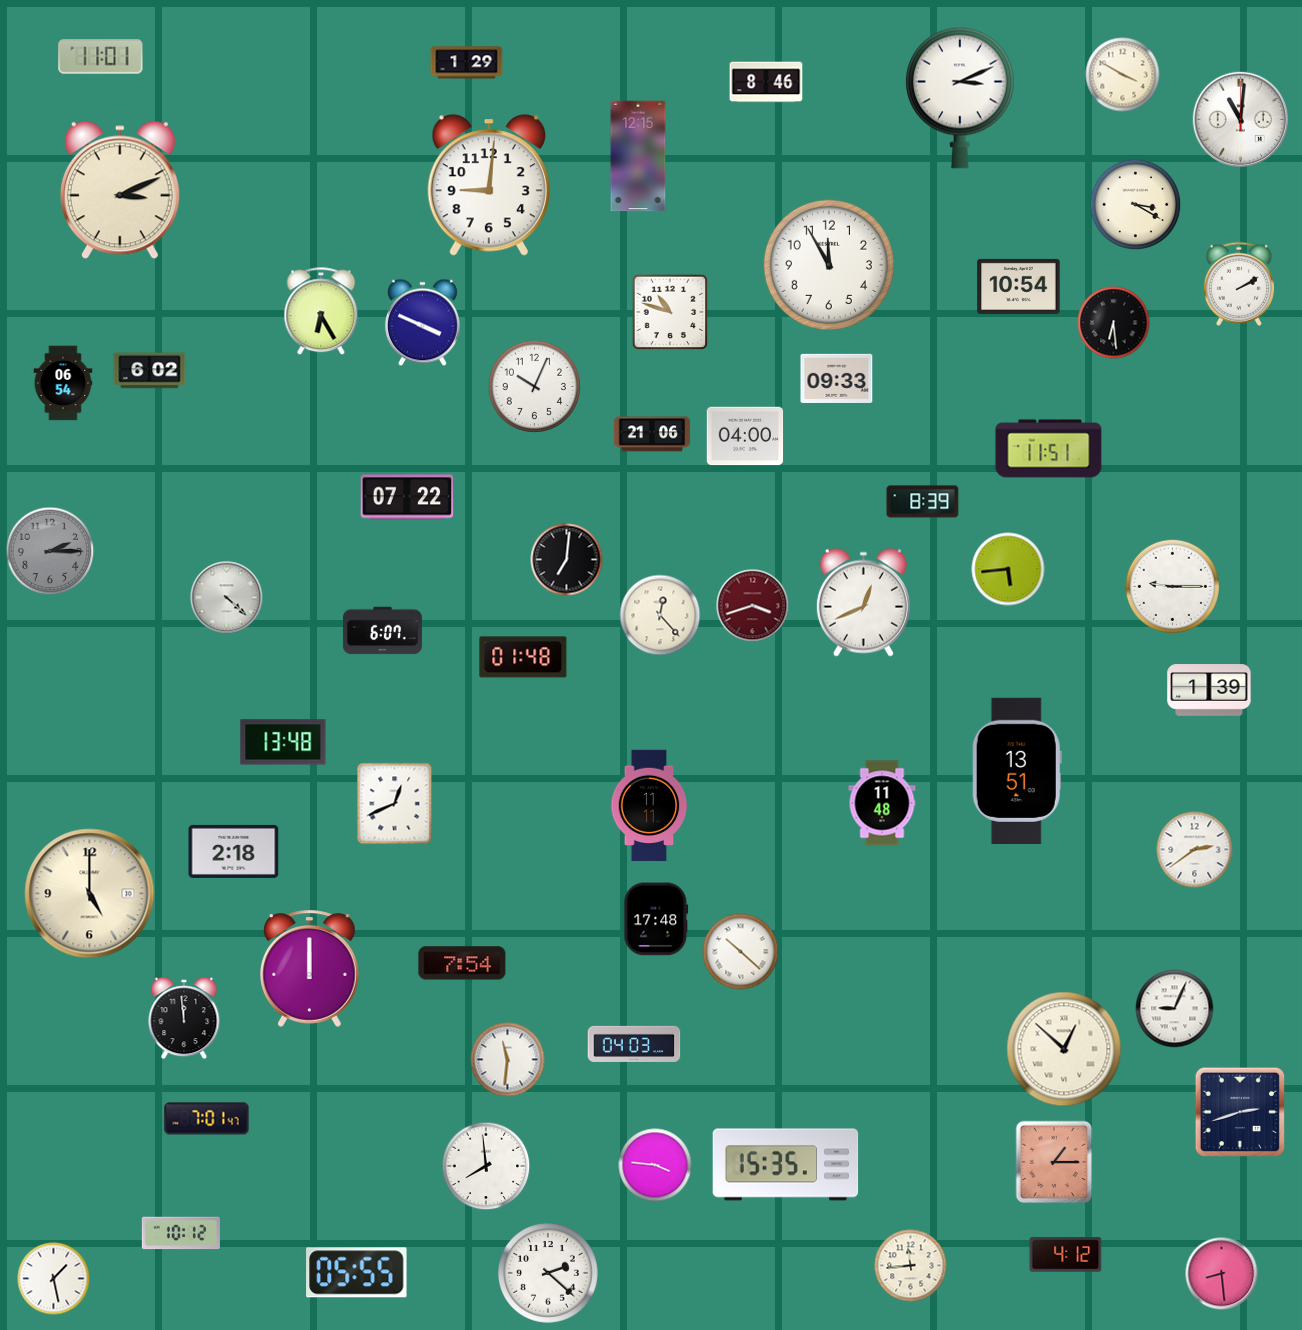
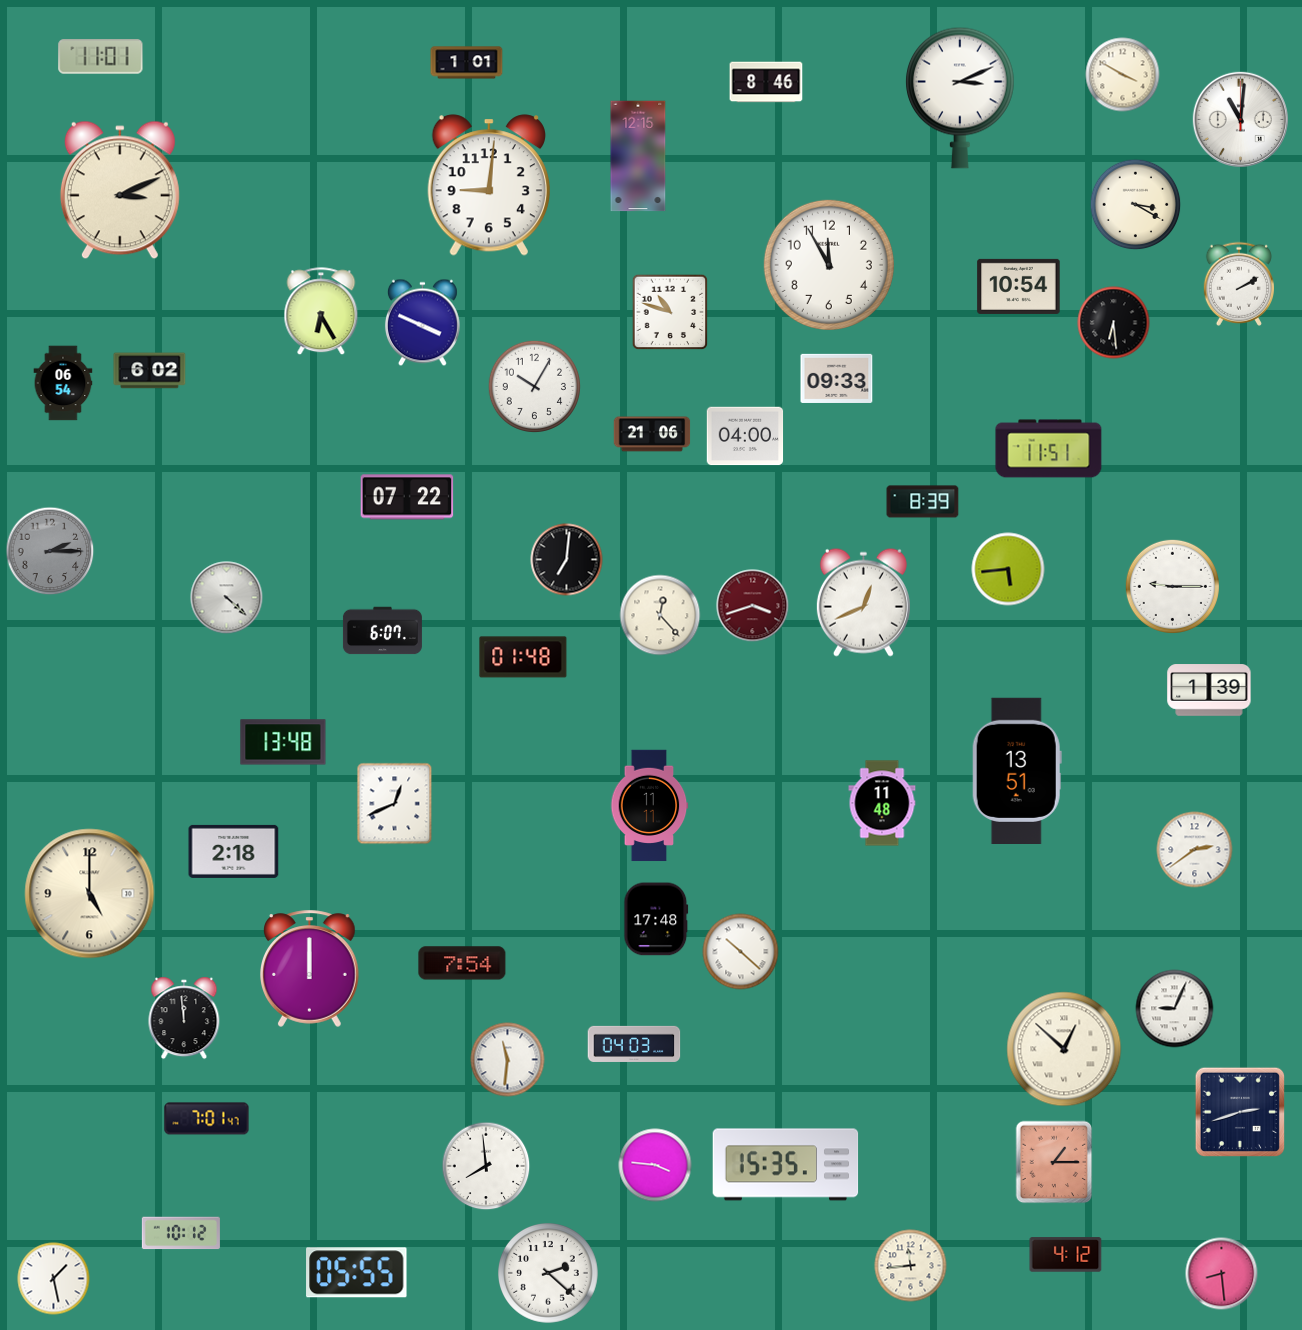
clock at (467, 63): 1:29 -> 1:01
clock at (534, 386): 10:04 -> 10:05
